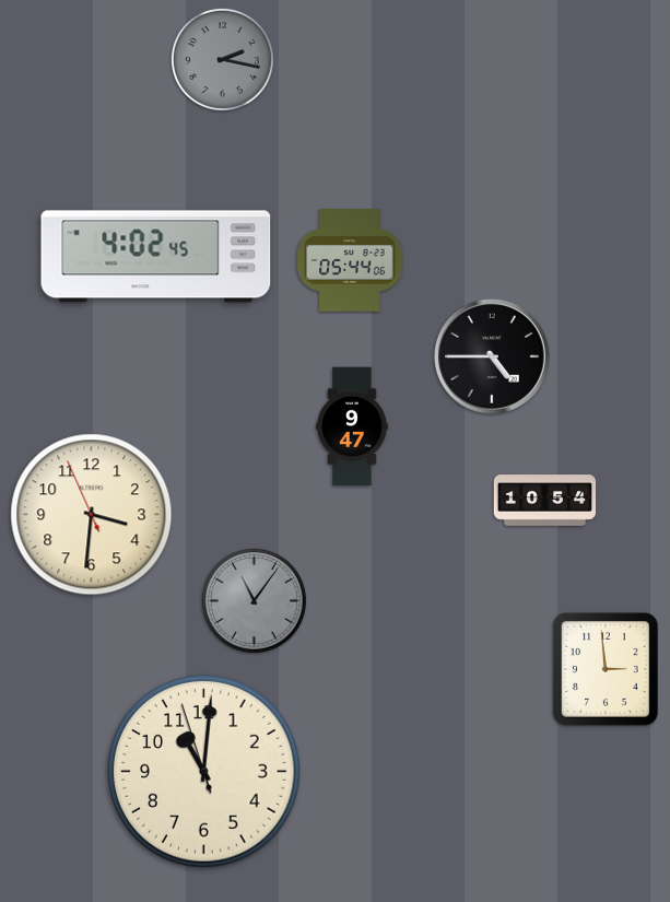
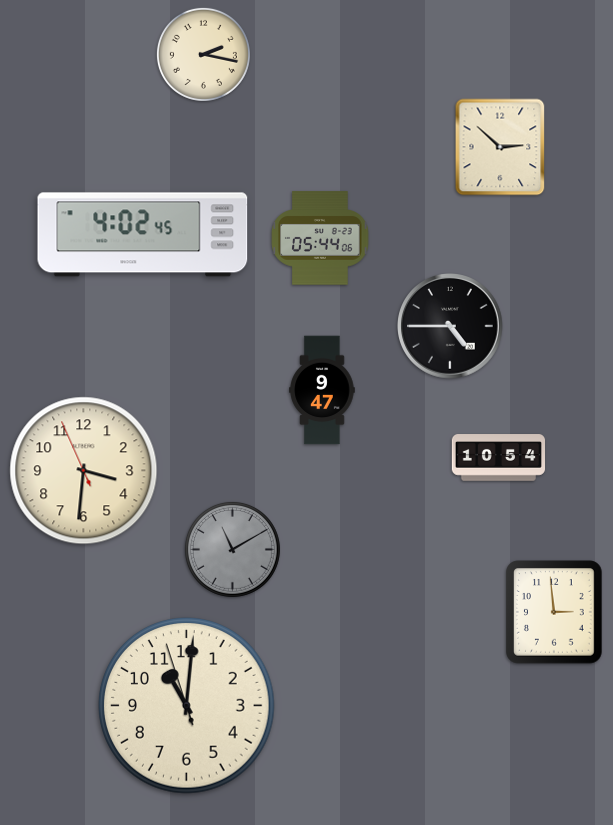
clock at (222, 59) dial: grey -> cream
clock at (500, 147): none -> 2:52
clock at (254, 600): 11:06 -> 11:10
